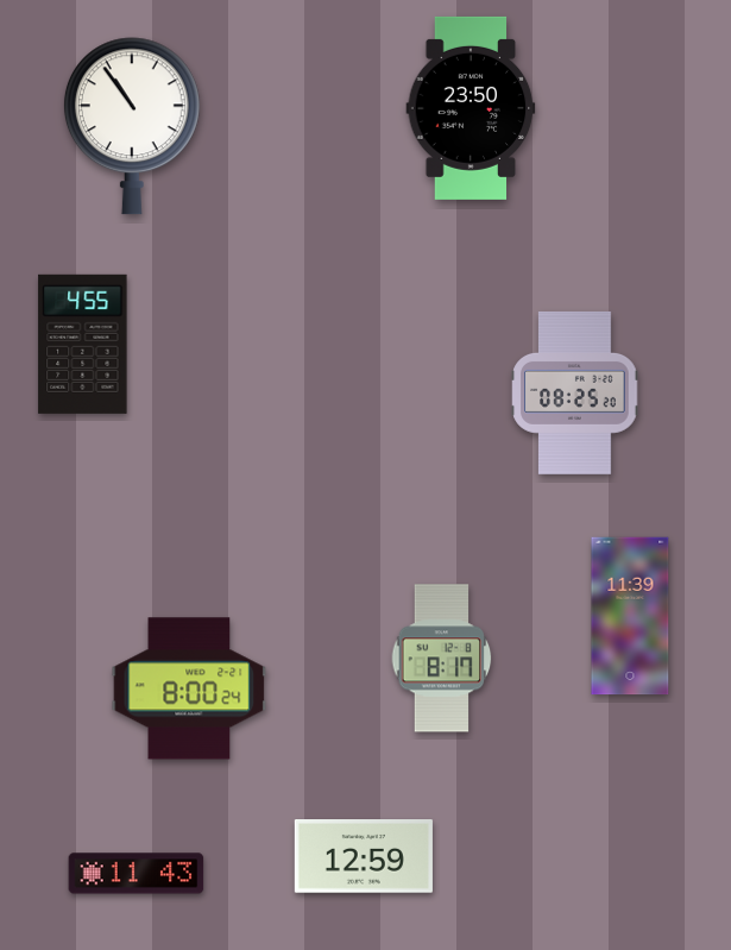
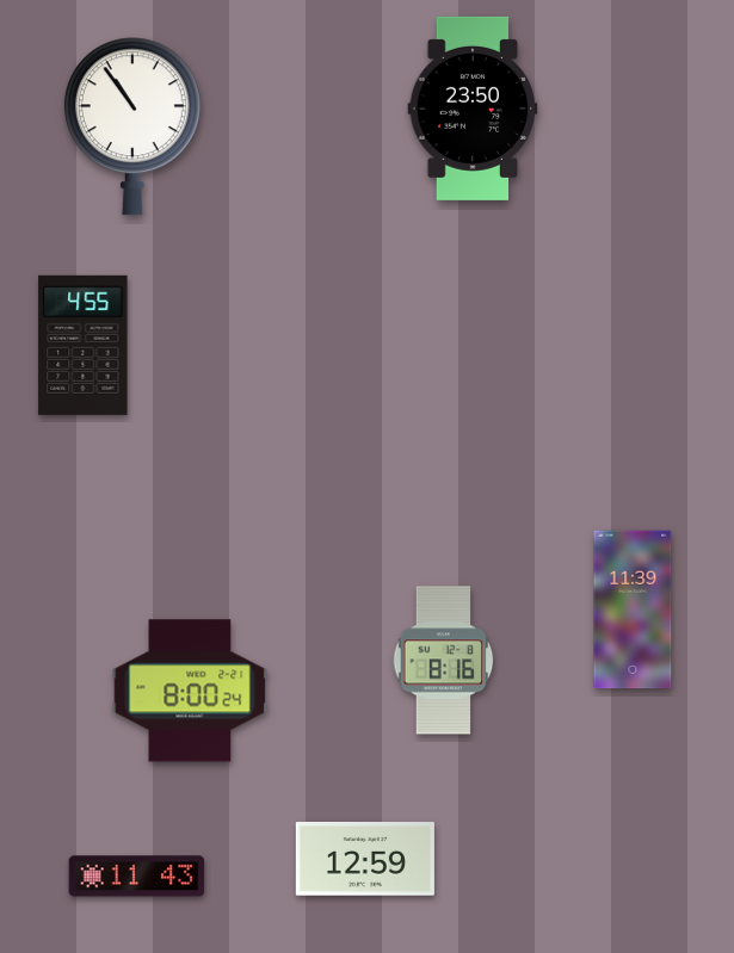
clock at (575, 392): 08:25 -> none
clock at (630, 616) position: (630, 616) -> (633, 609)
clock at (442, 659): 8:17 -> 8:16
